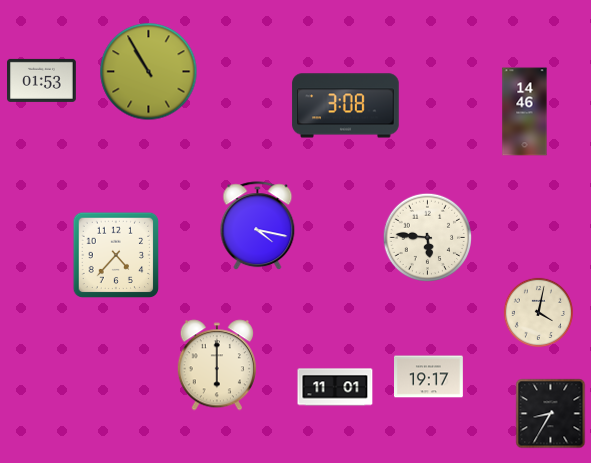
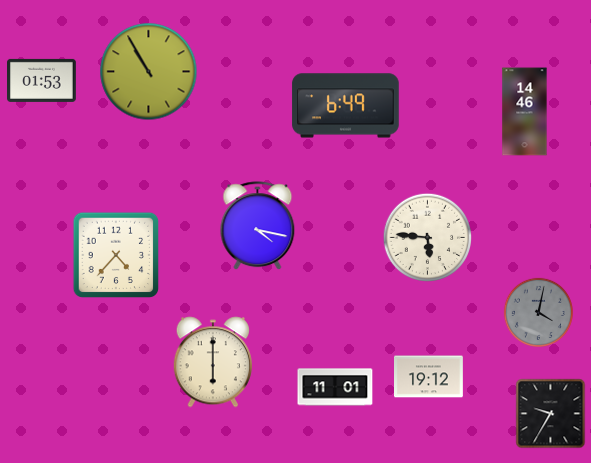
clock at (346, 106): 3:08 -> 6:49
clock at (538, 312) dial: cream -> grey
clock at (217, 365) position: (217, 365) -> (213, 362)
clock at (429, 377): 19:17 -> 19:12
clock at (551, 414): 8:35 -> 9:35
